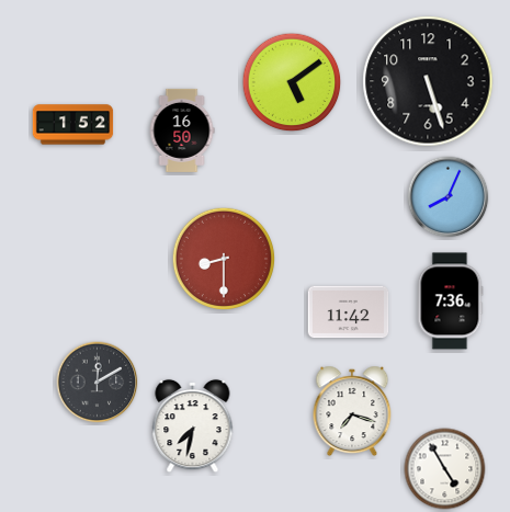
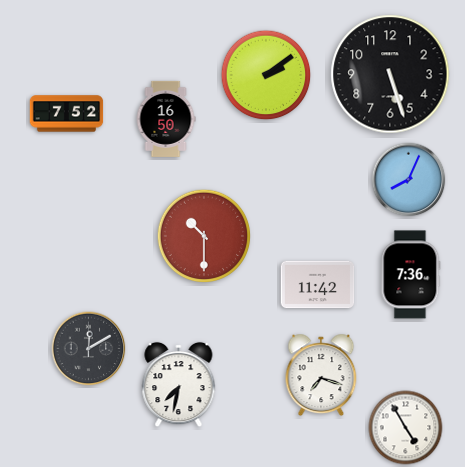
clock at (292, 82): 5:09 -> 2:09
clock at (73, 125): 1:52 -> 7:52
clock at (224, 259): 8:30 -> 10:30
clock at (193, 426) position: (193, 426) -> (179, 385)
